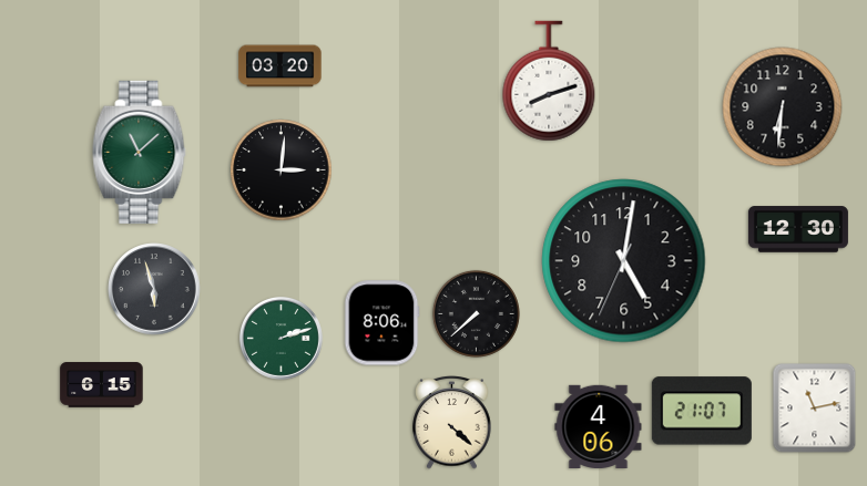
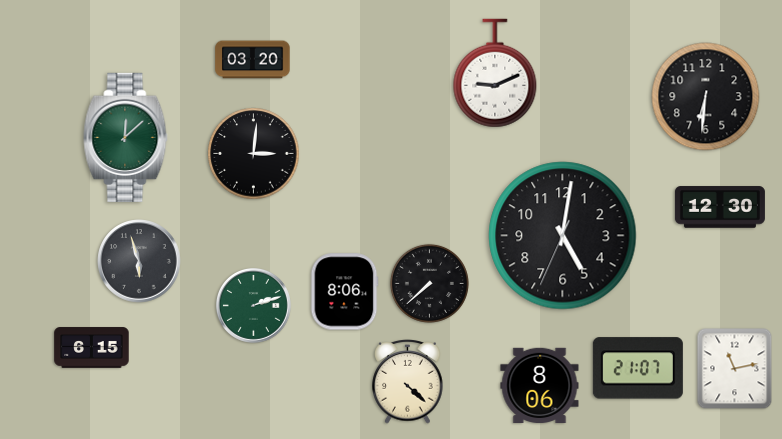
clock at (549, 81): 8:12 -> 9:11
clock at (140, 152): 11:08 -> 12:08
clock at (702, 411) position: (702, 411) -> (638, 368)
clock at (599, 427): 4:06 -> 8:06
